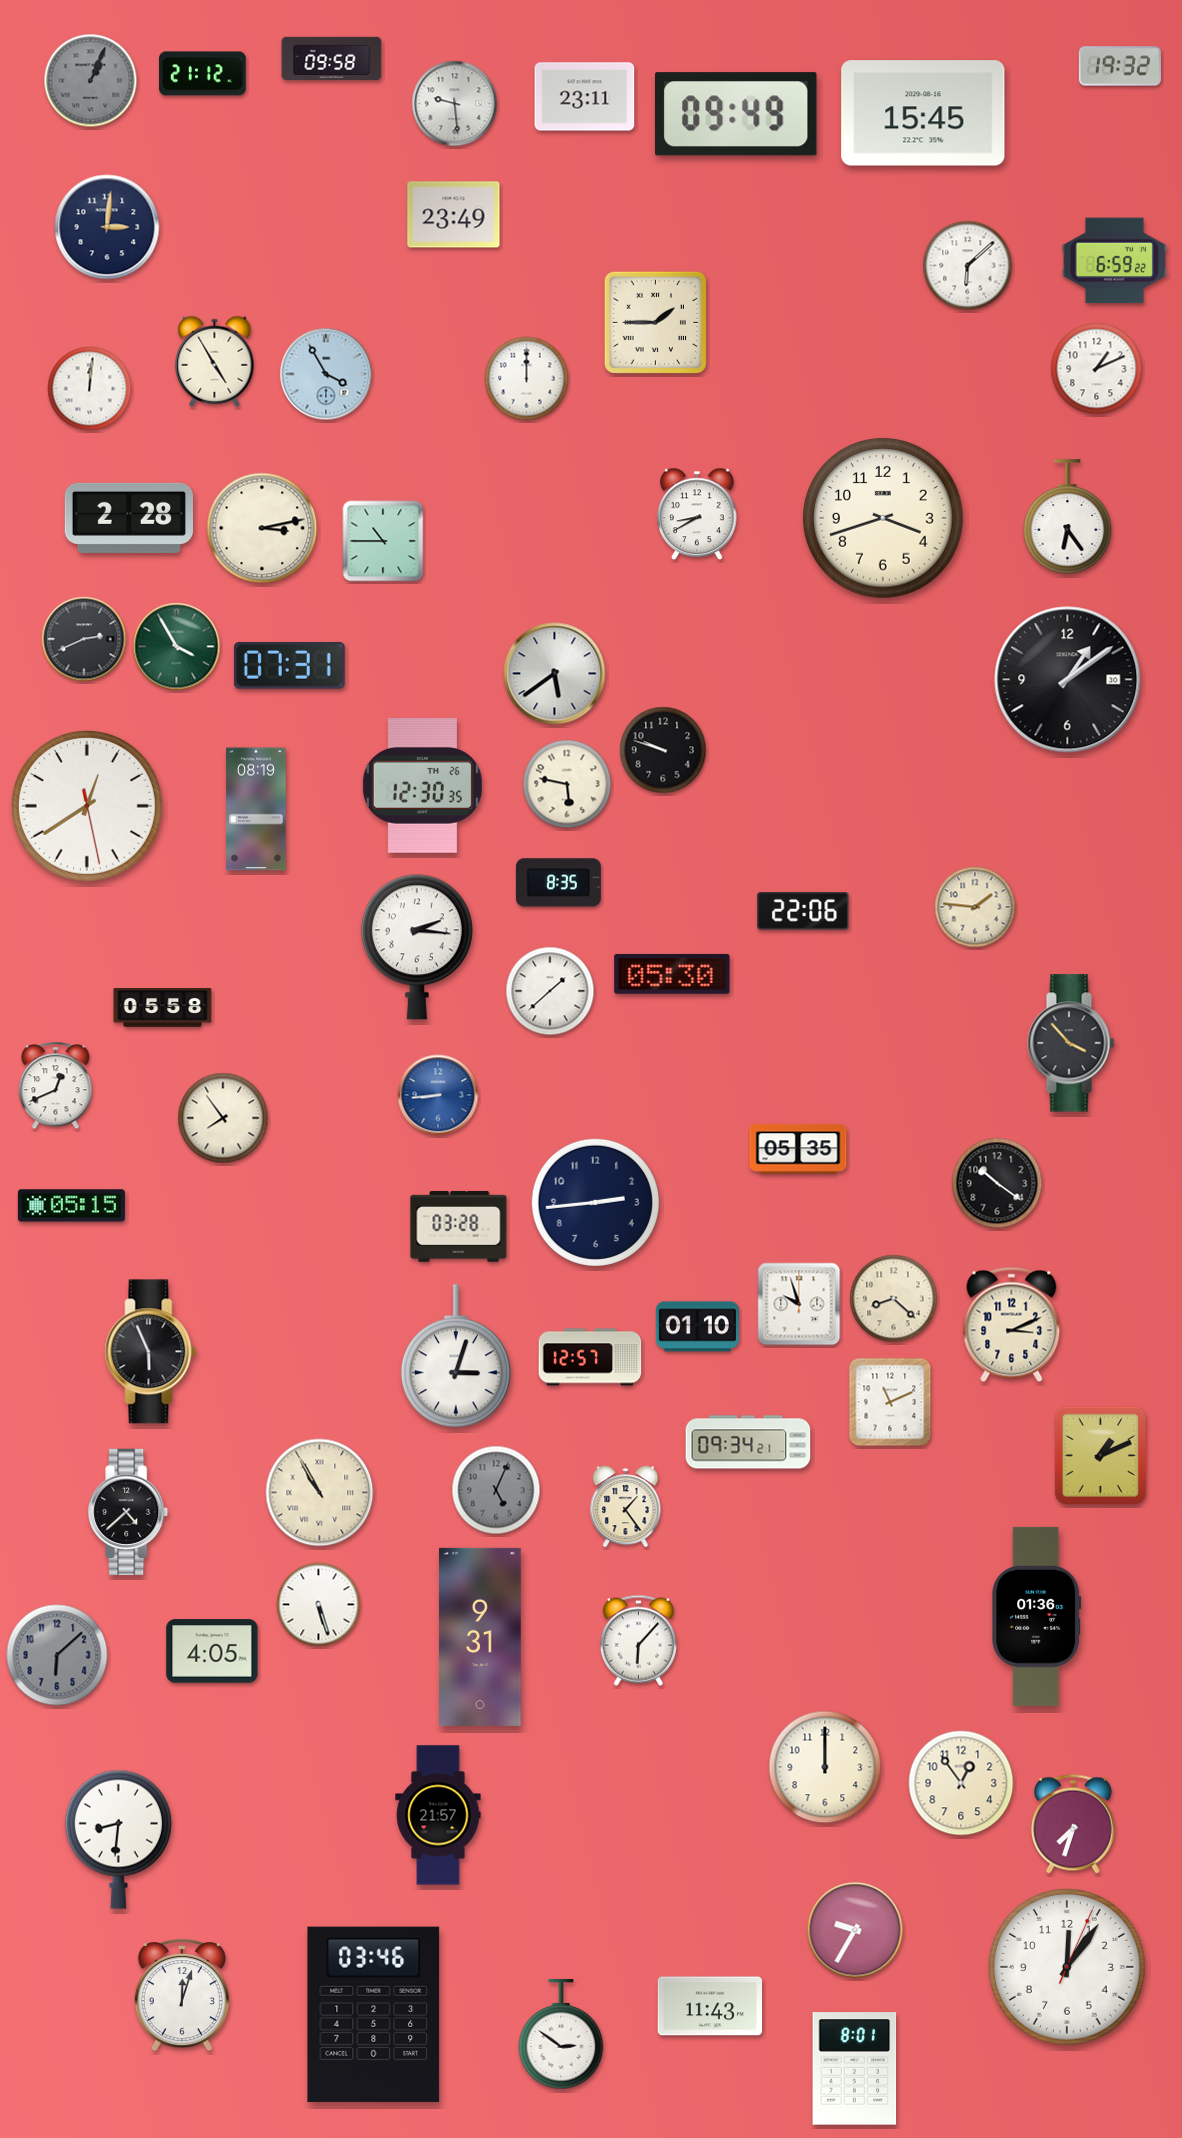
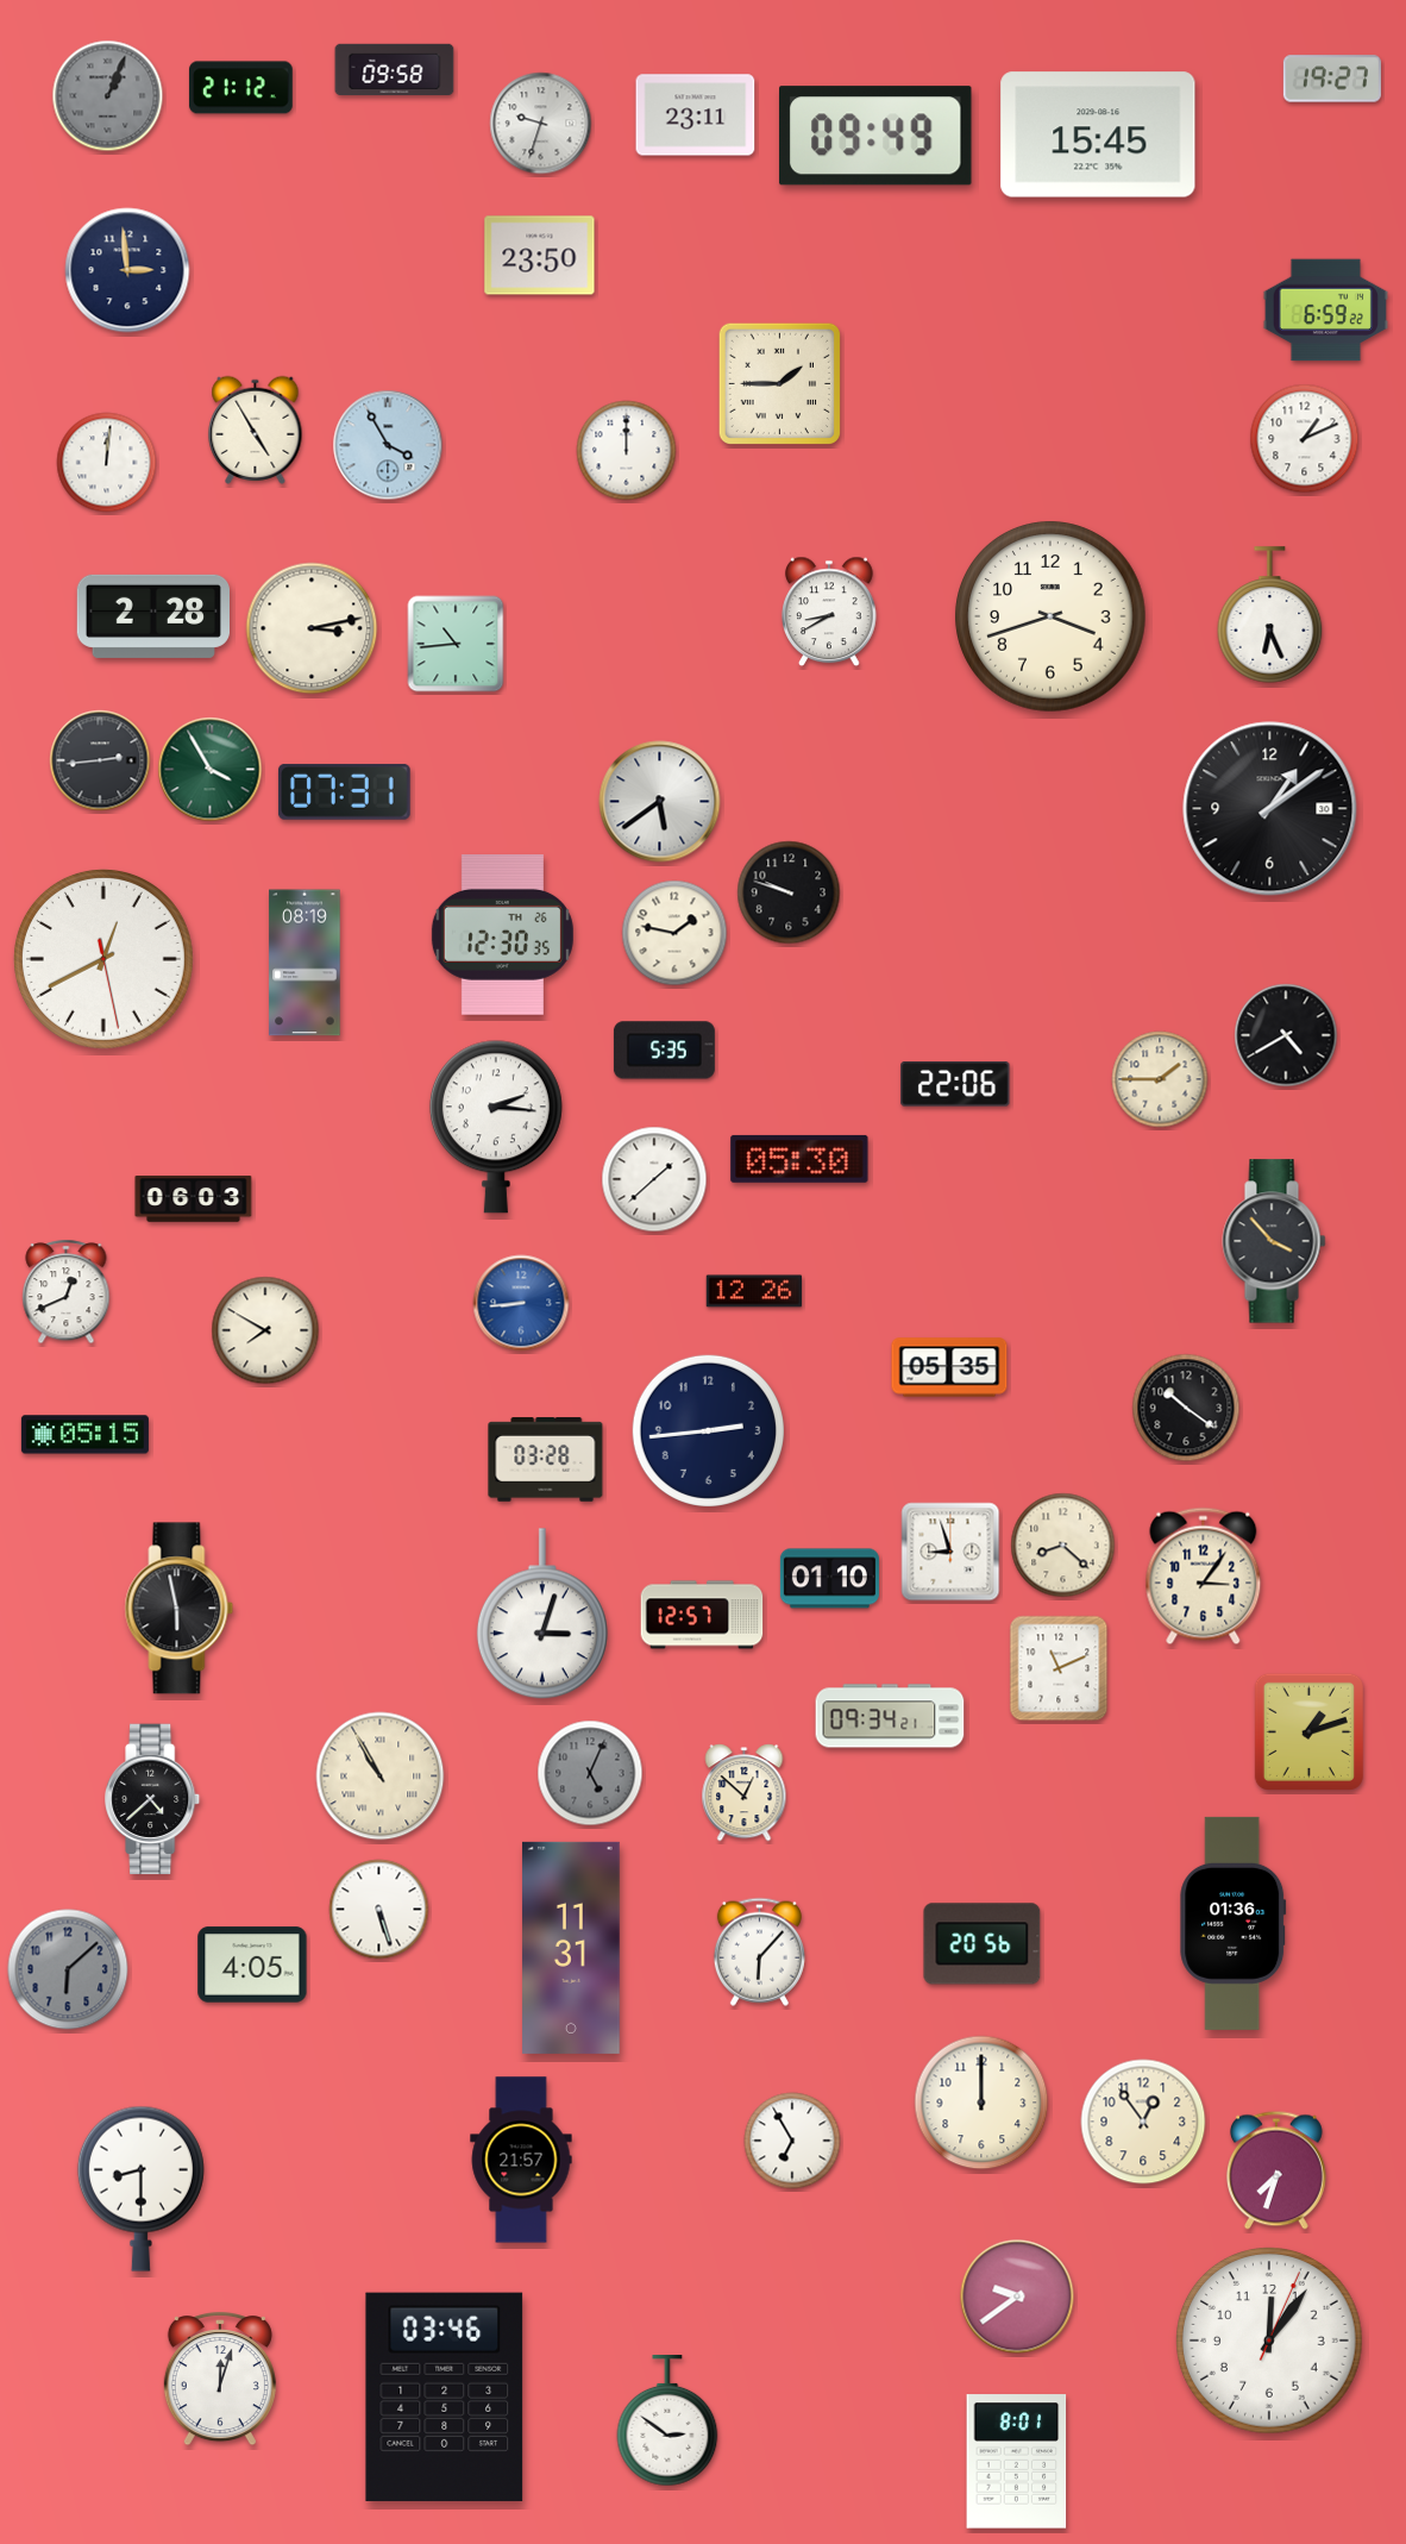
clock at (1120, 66): 19:32 -> 19:27
clock at (455, 104): 9:29 -> 9:33
clock at (454, 215): 23:49 -> 23:50
clock at (107, 227): 3:01 -> 2:59
clock at (968, 266): 6:08 -> none
clock at (1068, 517): 6:24 -> 6:26
clock at (383, 541): 10:45 -> 10:44
clock at (84, 639): 2:41 -> 2:44
clock at (567, 784): 5:47 -> 1:47
clock at (87, 806): 12:39 -> 12:40
clock at (1286, 1035): none -> 4:40
clock at (558, 883): 8:35 -> 5:35
clock at (975, 907): 1:46 -> 1:45
clock at (163, 1008): 05:58 -> 06:03
clock at (754, 1291): none -> 12:26
clock at (223, 1118): 7:54 -> 7:50
clock at (799, 1304): 9:57 -> 8:57
clock at (1012, 1325): 3:11 -> 3:06
clock at (151, 1352): 5:56 -> 5:58
clock at (1100, 1455): 1:11 -> 1:12
clock at (626, 1507): 1:24 -> 12:52
clock at (983, 1944): none -> 20:56
clock at (480, 1637): 9:31 -> 11:31
clock at (792, 2141): none -> 6:55
clock at (118, 1839): 8:31 -> 8:30
clock at (855, 1930): 9:35 -> 9:39
clock at (182, 1996) position: (182, 1996) -> (220, 2380)
clock at (710, 2006): 11:43 -> none
